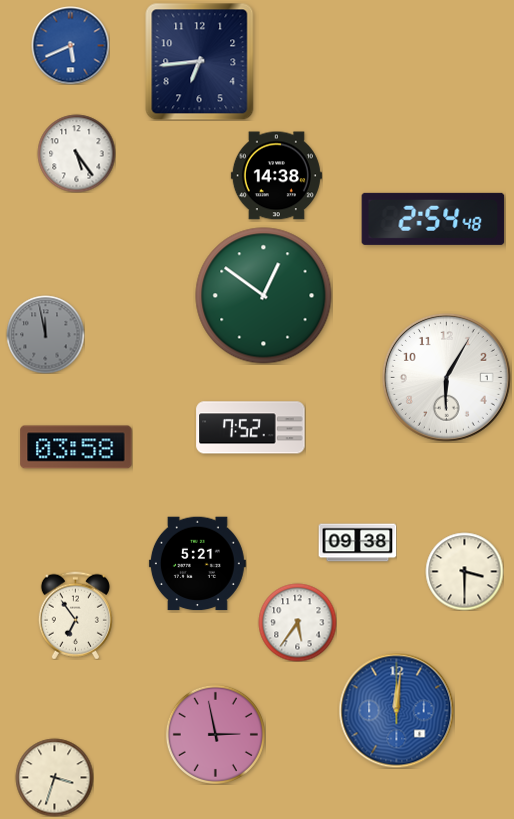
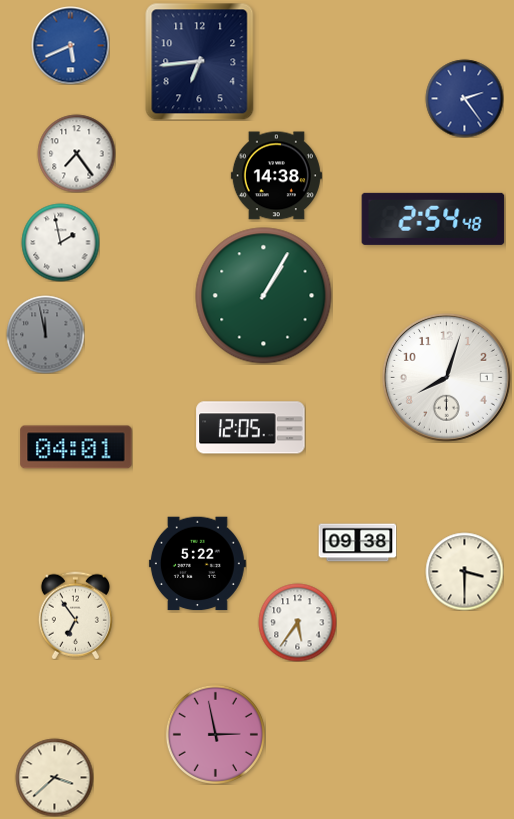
clock at (464, 98): none -> 2:24
clock at (76, 153): 5:24 -> 7:24
clock at (60, 242): none -> 1:58
clock at (264, 296): 12:51 -> 1:05
clock at (446, 377): 6:05 -> 8:03
clock at (251, 428): 7:52 -> 12:05
clock at (76, 447): 03:58 -> 04:01
clock at (197, 564): 5:21 -> 5:22
clock at (396, 710): 12:01 -> none
clock at (54, 777): 3:33 -> 3:38
